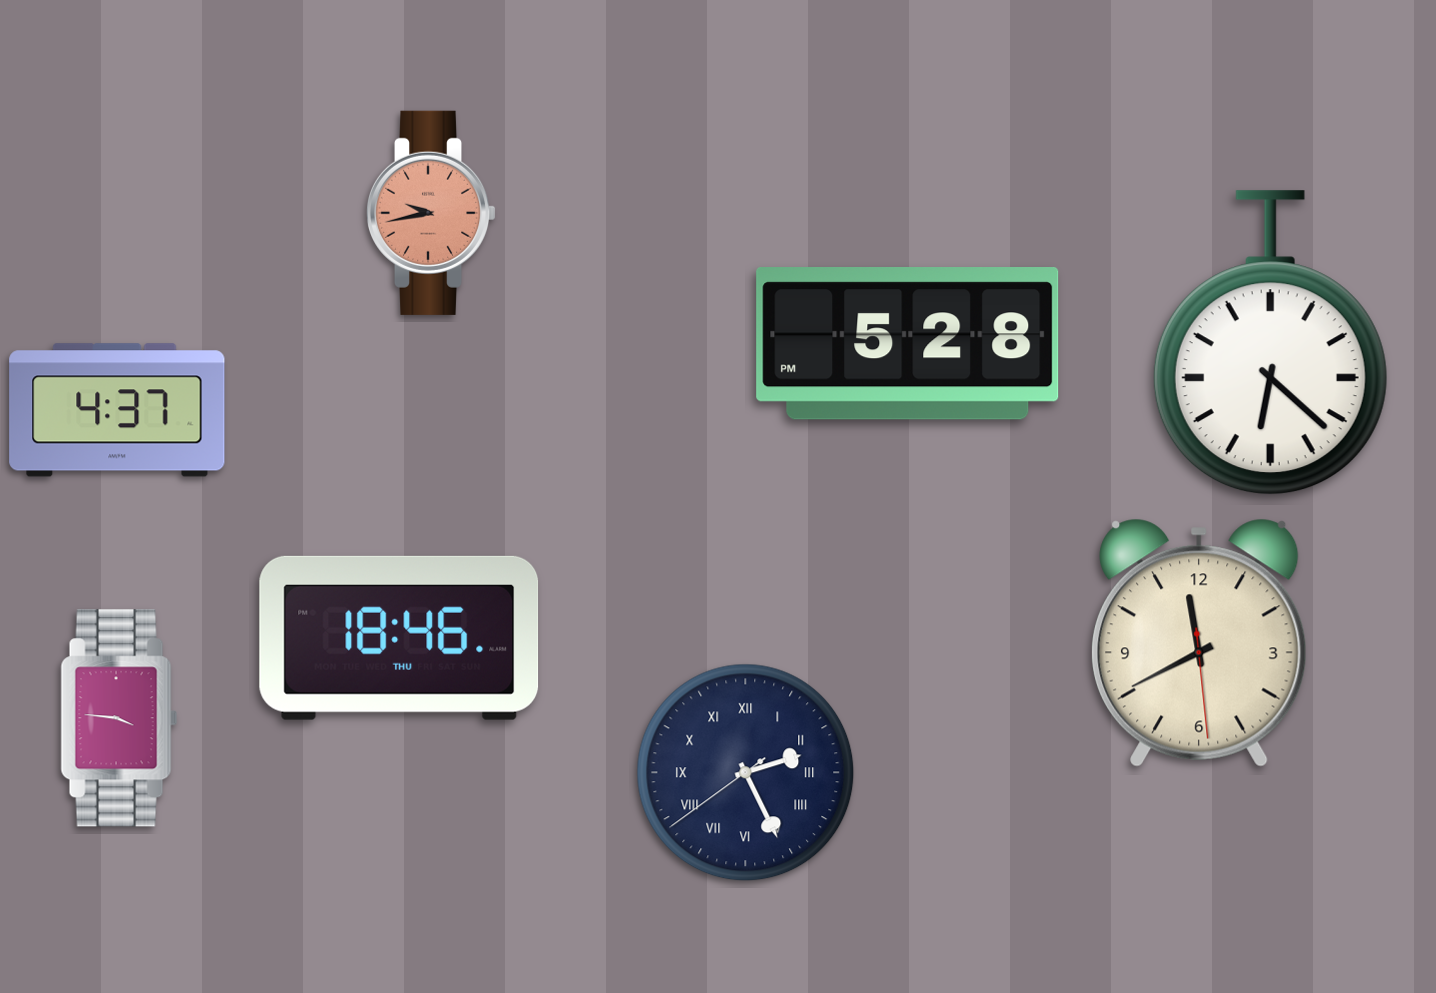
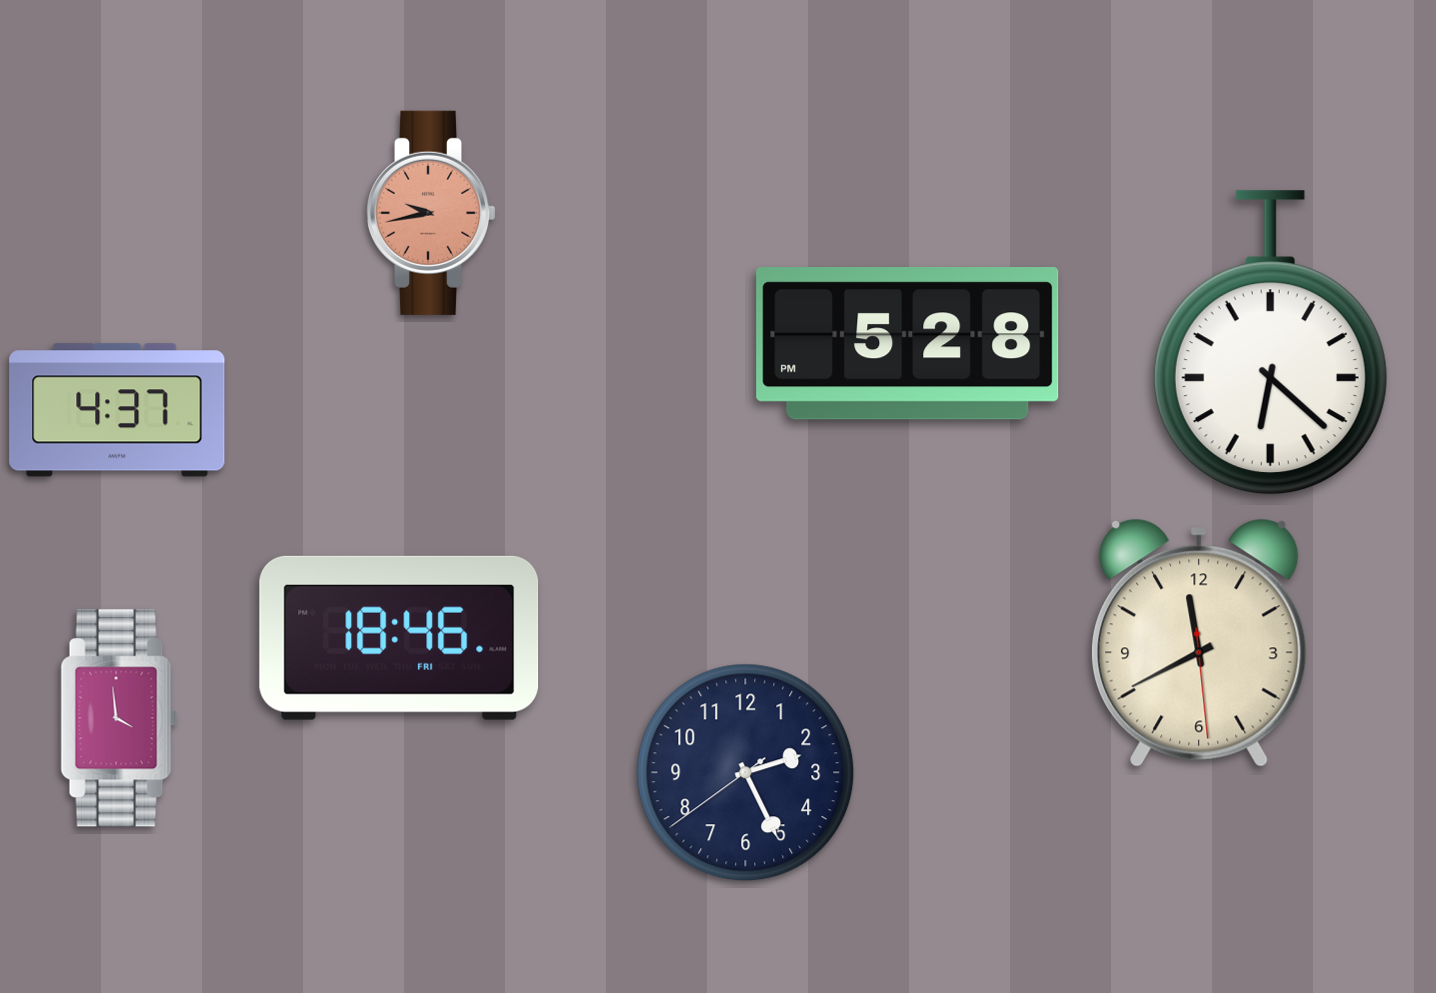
clock at (399, 638) date: THU -> FRI
clock at (119, 718): 3:46 -> 3:59
clock at (746, 773) numerals: Roman -> Arabic
